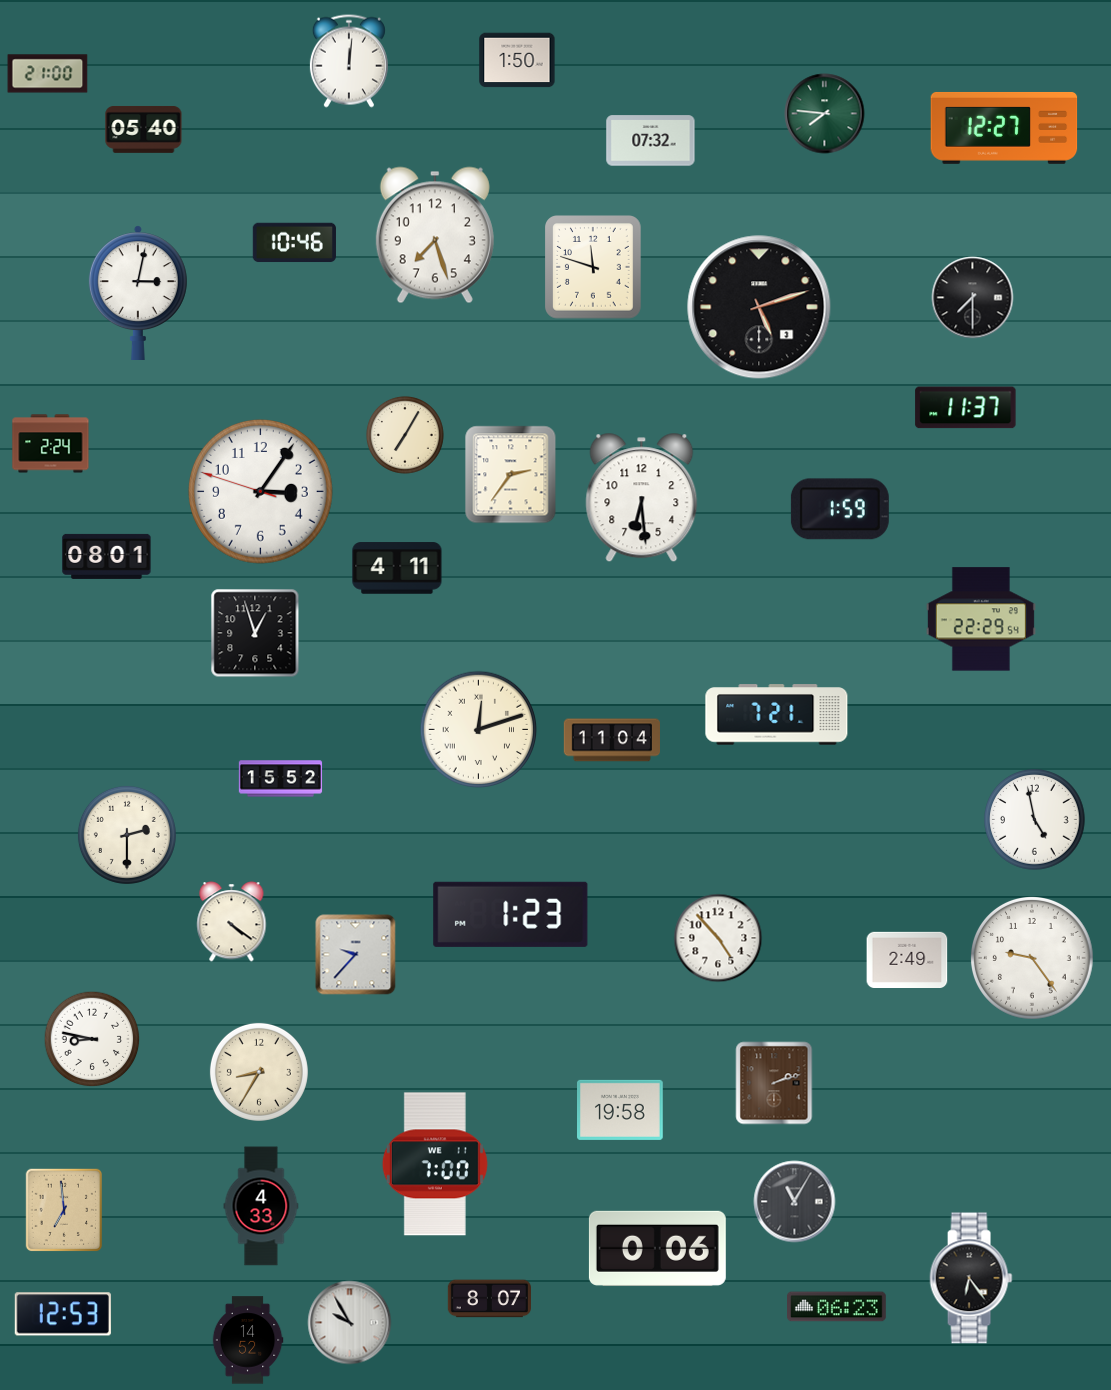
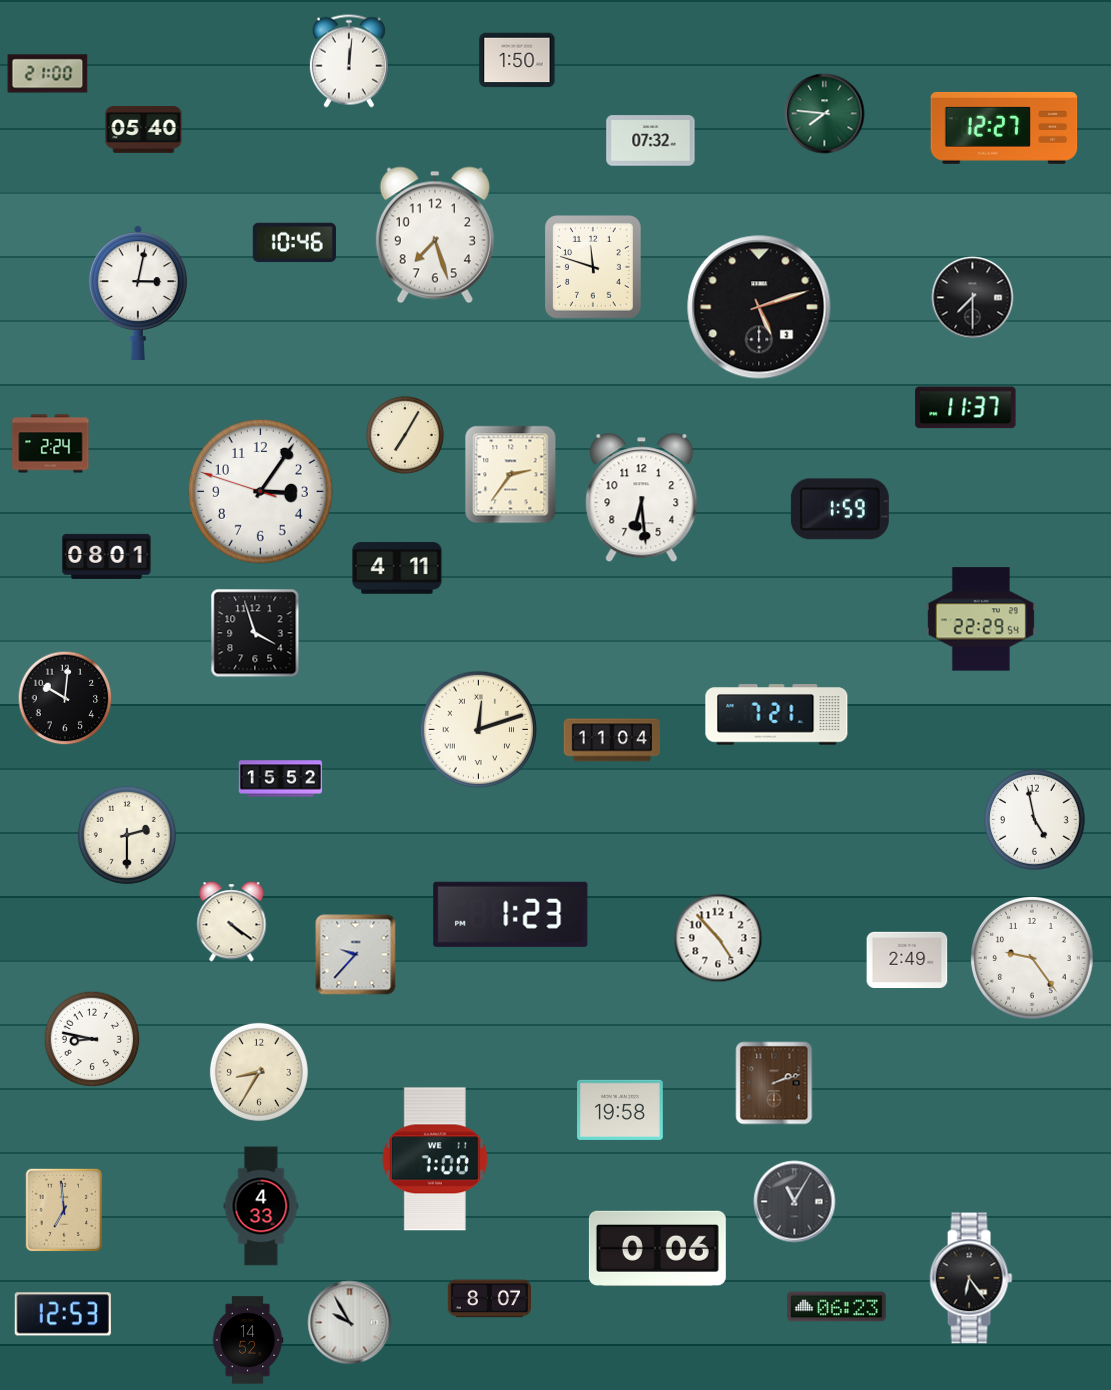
clock at (255, 633): 12:57 -> 3:57
clock at (65, 698): none -> 10:01
clock at (435, 1164) position: (435, 1164) -> (435, 1159)
